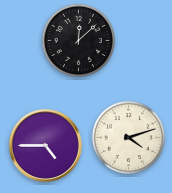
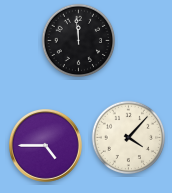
clock at (79, 41): 12:08 -> 11:59
clock at (129, 138): 4:12 -> 4:07
